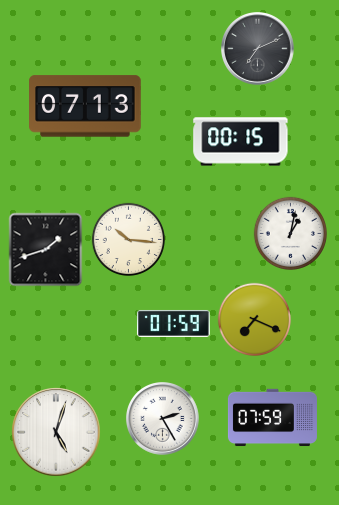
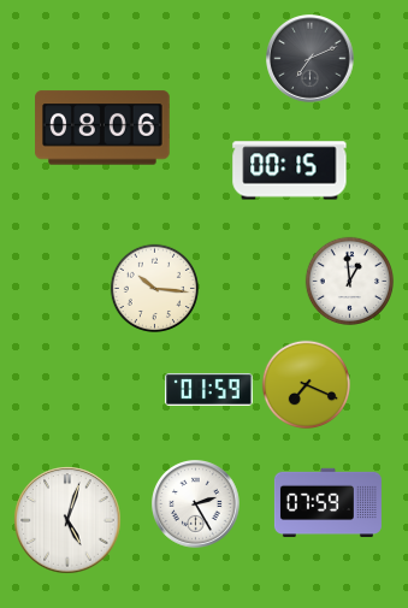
clock at (85, 106): 07:13 -> 08:06
clock at (291, 234): 1:02 -> 12:59
clock at (46, 250): 1:42 -> none
